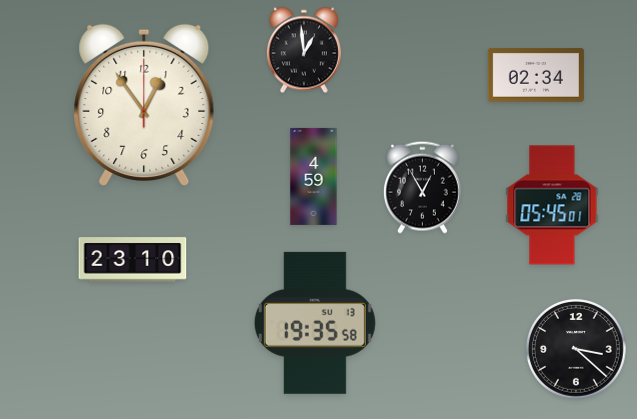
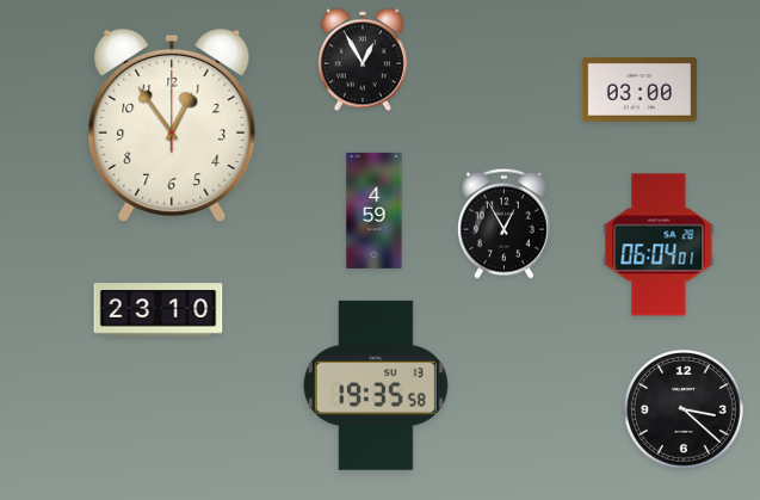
clock at (304, 50): 12:59 -> 12:55
clock at (536, 75): 02:34 -> 03:00
clock at (552, 205): 05:45 -> 06:04
clock at (577, 350) position: (577, 350) -> (685, 411)
